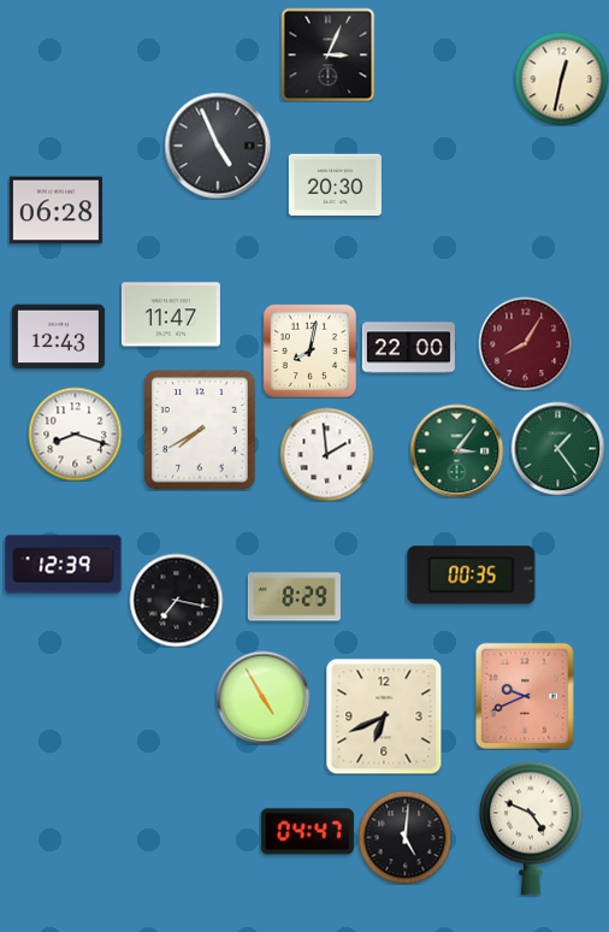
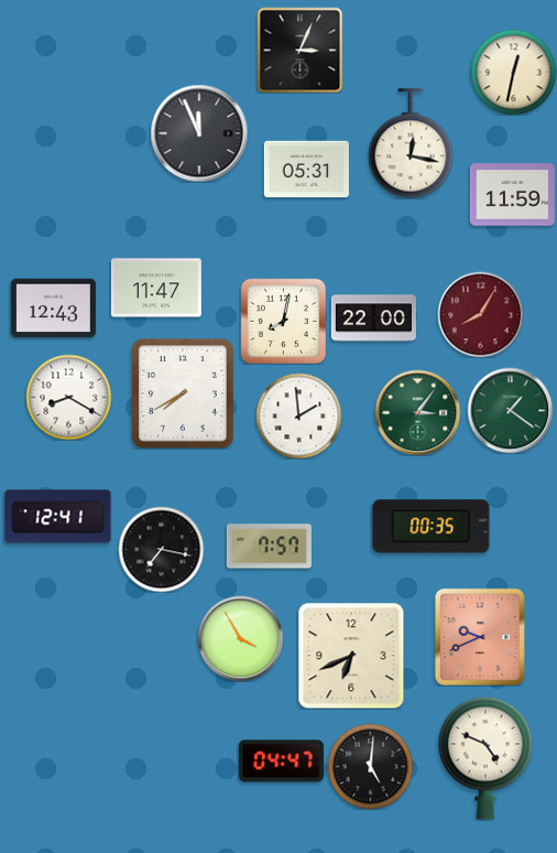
clock at (218, 146): 4:56 -> 11:56
clock at (411, 143): none -> 12:17
clock at (335, 185): 20:30 -> 05:31
clock at (55, 211): 06:28 -> none
clock at (512, 195): none -> 11:59
clock at (75, 433): 8:18 -> 8:20
clock at (557, 448): 1:24 -> 1:21
clock at (64, 565): 12:39 -> 12:41
clock at (294, 597): 8:29 -> 7:57
clock at (262, 697): 4:55 -> 3:55
